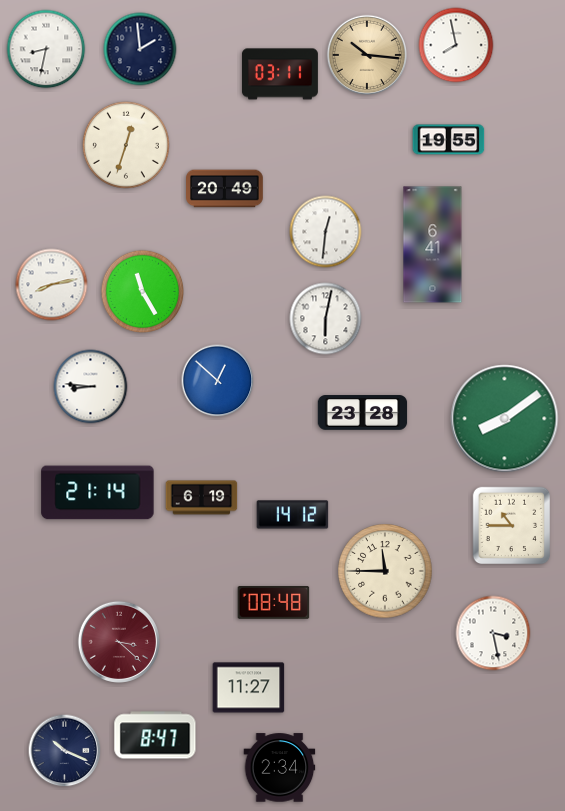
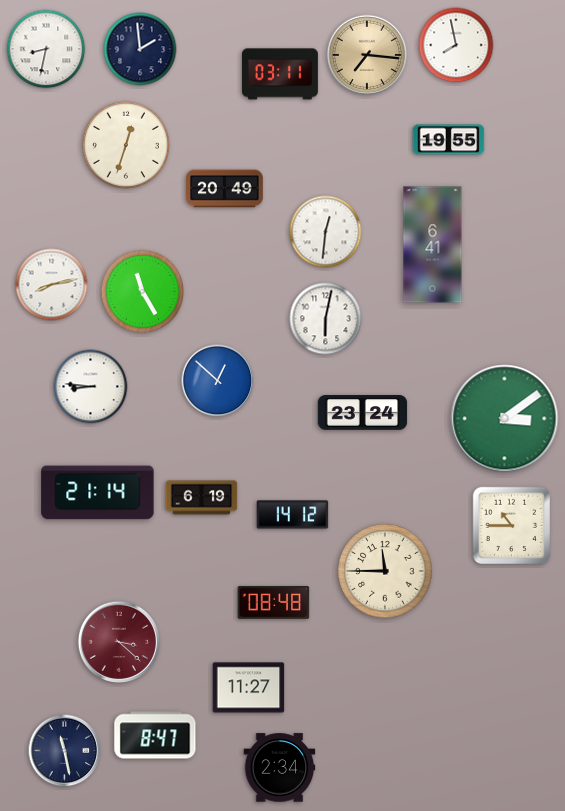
clock at (366, 54): 10:16 -> 7:16
clock at (363, 413): 23:28 -> 23:24
clock at (505, 419): 8:09 -> 3:09
clock at (493, 633): 3:28 -> none
clock at (65, 751): 10:19 -> 11:28
